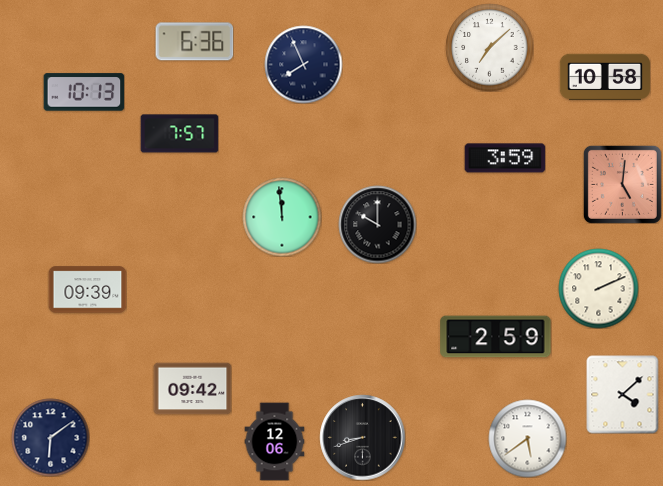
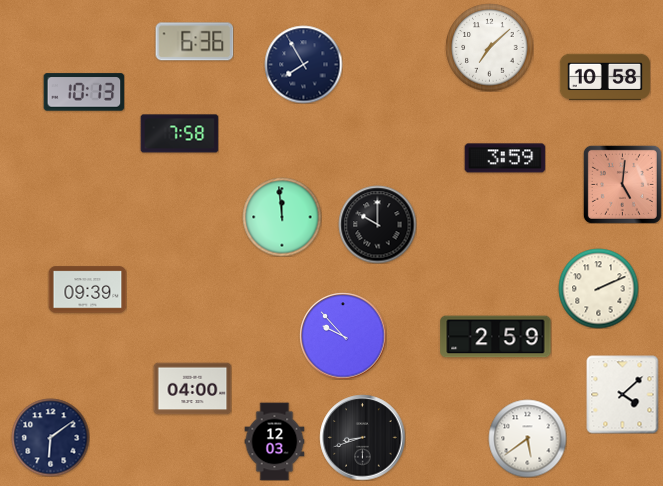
clock at (303, 64): 7:56 -> 7:55
clock at (179, 134): 7:57 -> 7:58
clock at (343, 336): none -> 9:53
clock at (192, 389): 09:42 -> 04:00
clock at (275, 441): 12:06 -> 12:03
